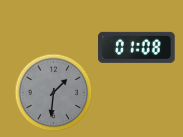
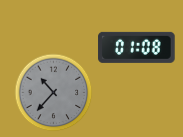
clock at (53, 92): 1:31 -> 10:37
